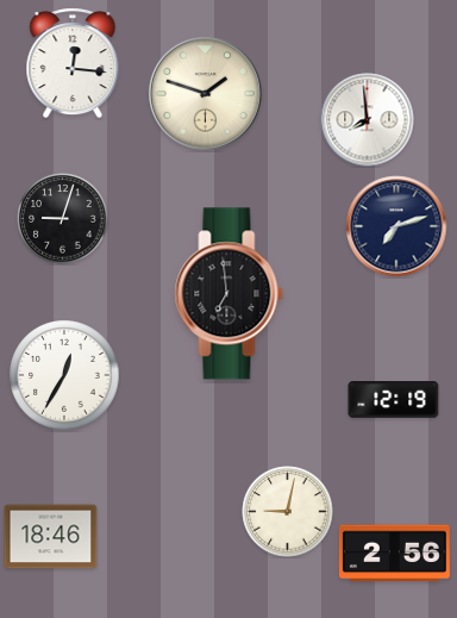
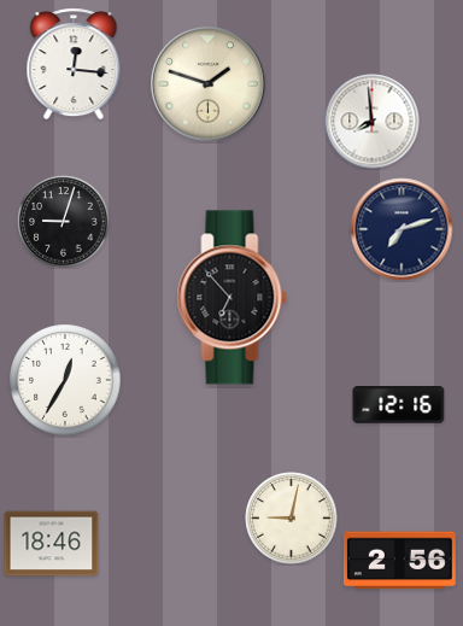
clock at (206, 94) position: (206, 94) -> (209, 84)
clock at (230, 294): 6:59 -> 6:53
clock at (394, 400): 12:19 -> 12:16
